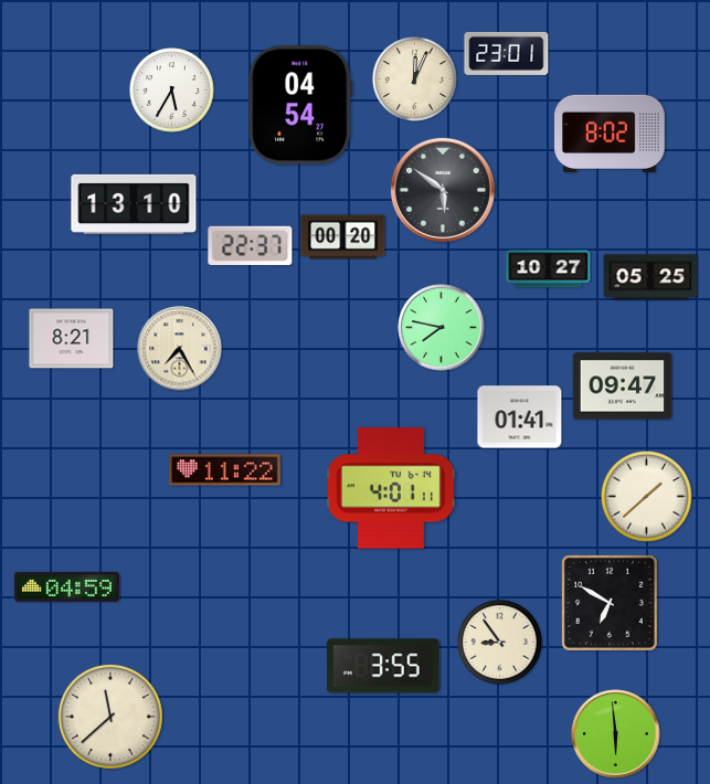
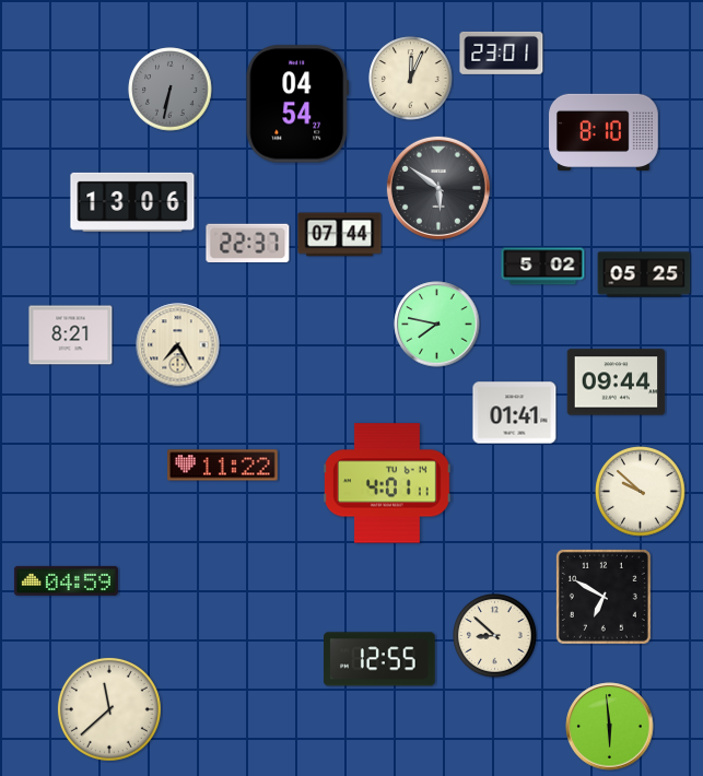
clock at (172, 91): 5:35 -> 6:32
clock at (172, 91) dial: white -> grey
clock at (610, 133): 8:02 -> 8:10
clock at (134, 204): 13:10 -> 13:06
clock at (343, 237): 00:20 -> 07:44
clock at (549, 269): 10:27 -> 5:02
clock at (623, 386): 09:47 -> 09:44
clock at (647, 497): 1:38 -> 9:52
clock at (500, 643): 8:54 -> 8:52
clock at (383, 666): 3:55 -> 12:55
